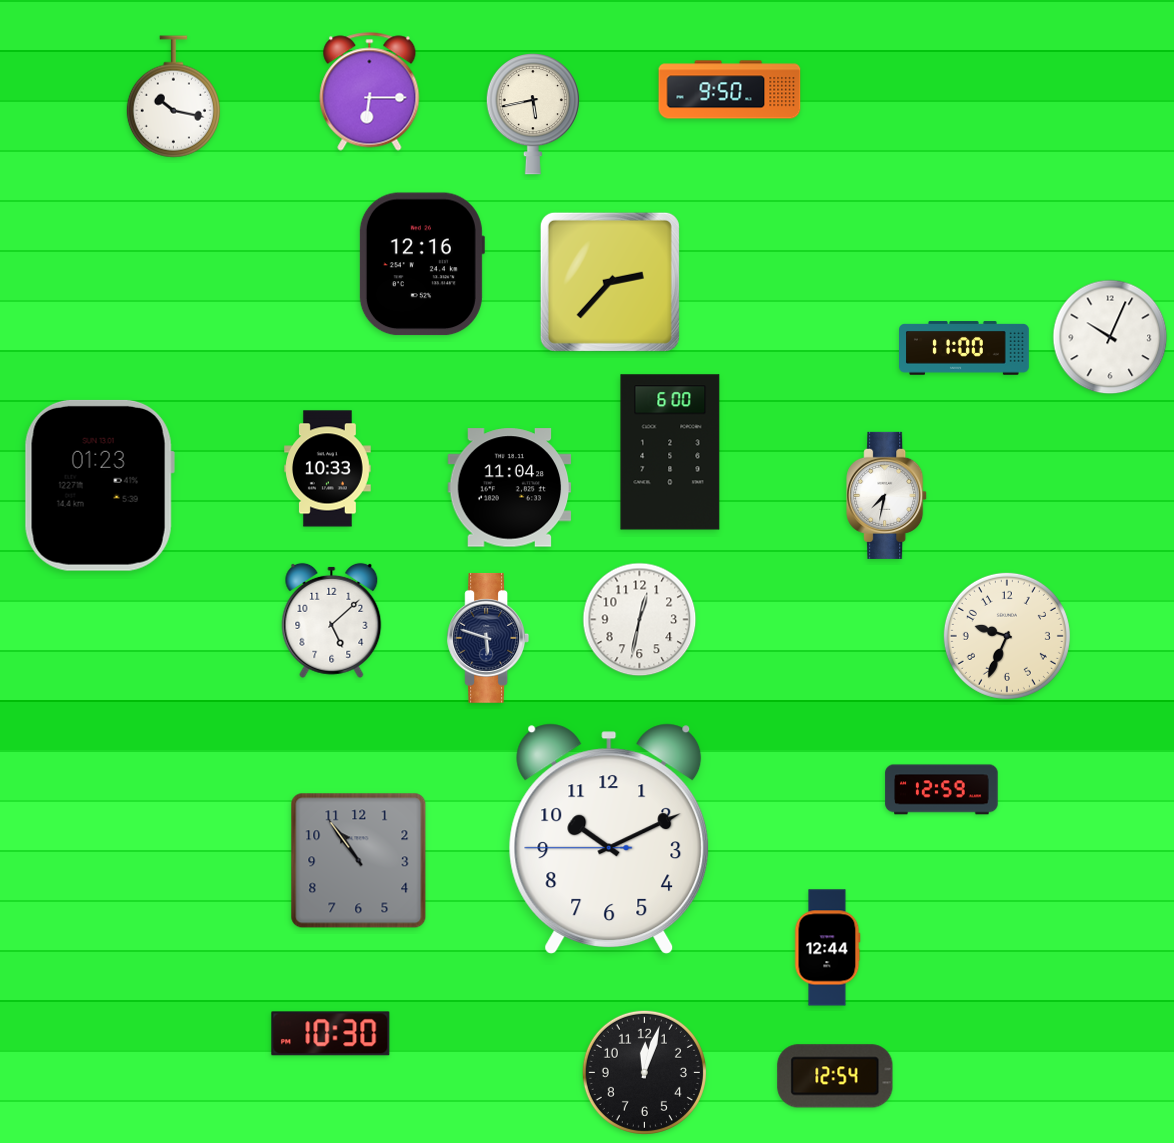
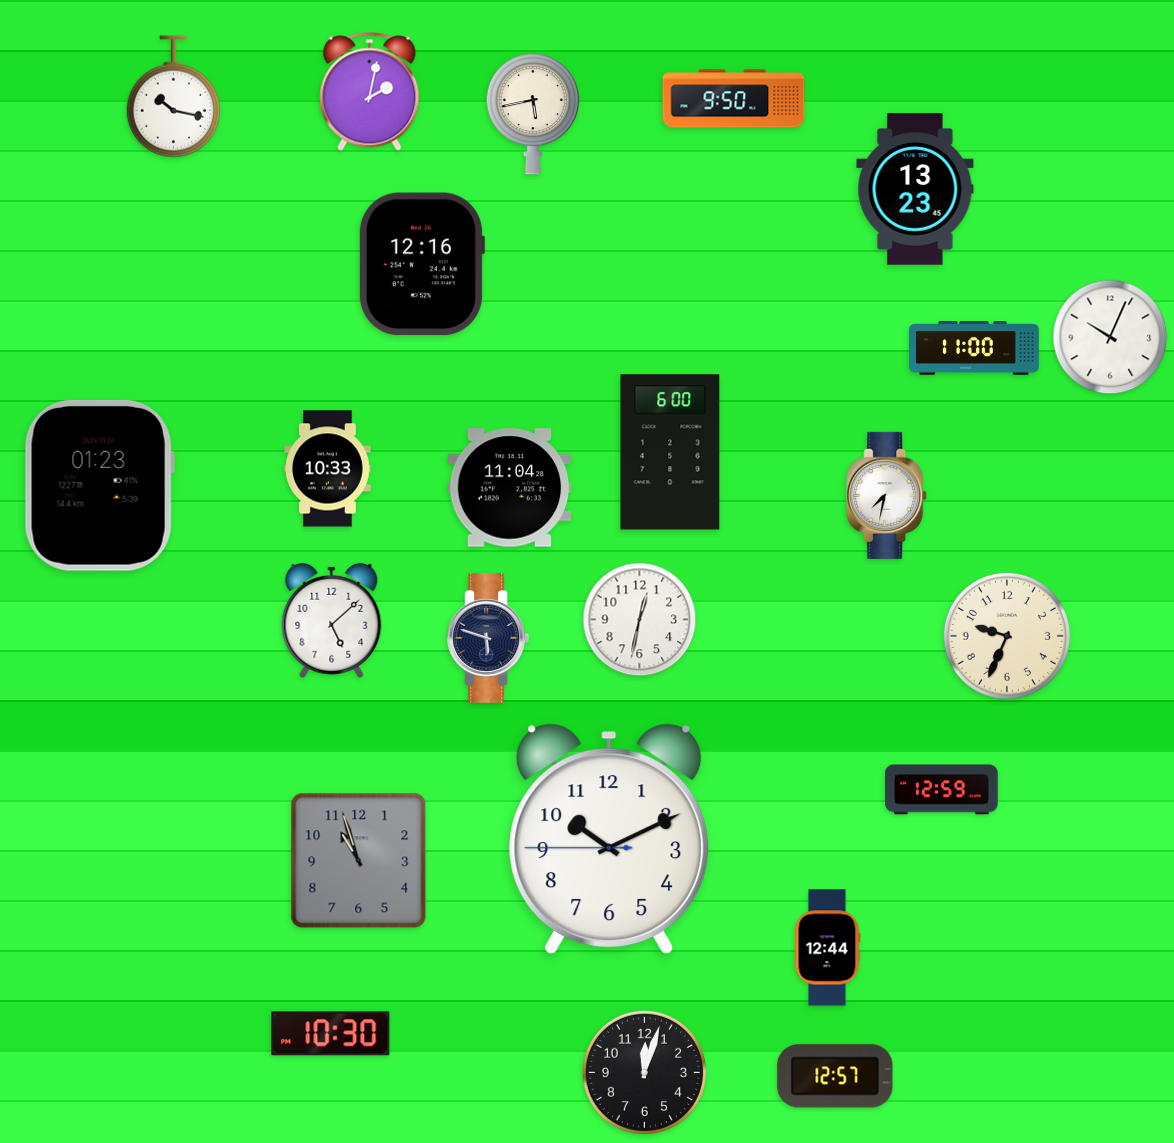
clock at (730, 90) position: (730, 90) -> (734, 99)
clock at (370, 92): 6:15 -> 2:02
clock at (915, 189): none -> 13:23
clock at (610, 282): 2:37 -> none
clock at (965, 348) position: (965, 348) -> (975, 348)
clock at (359, 861): 10:54 -> 10:57
clock at (835, 1076): 12:54 -> 12:57
